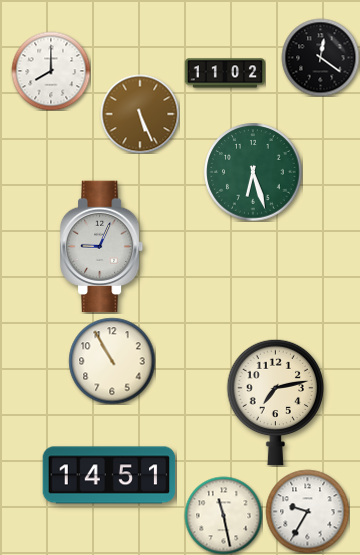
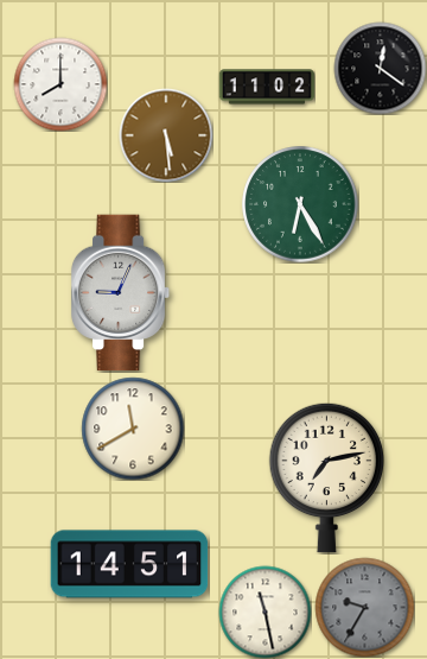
clock at (140, 114): 5:26 -> 5:29
clock at (253, 172): 6:27 -> 6:25
clock at (112, 361): 10:55 -> 11:40
clock at (307, 511) dial: white -> grey
